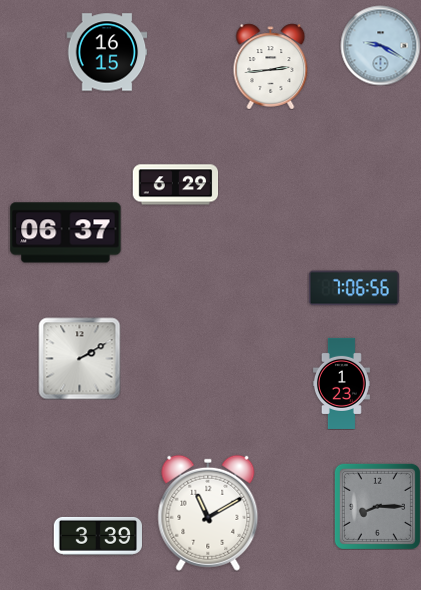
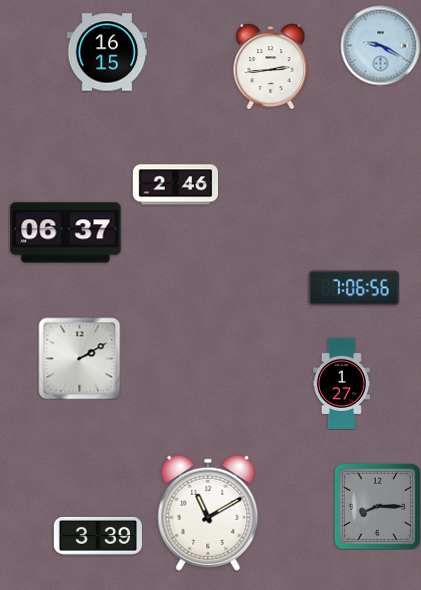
clock at (175, 185): 6:29 -> 2:46
clock at (341, 383): 1:23 -> 1:27
